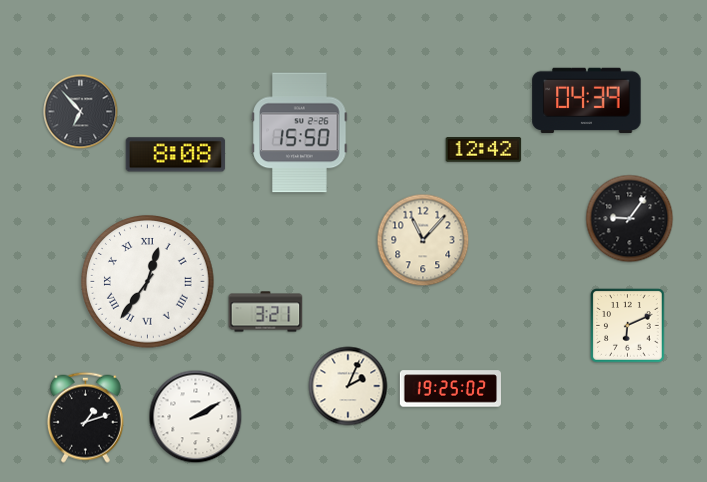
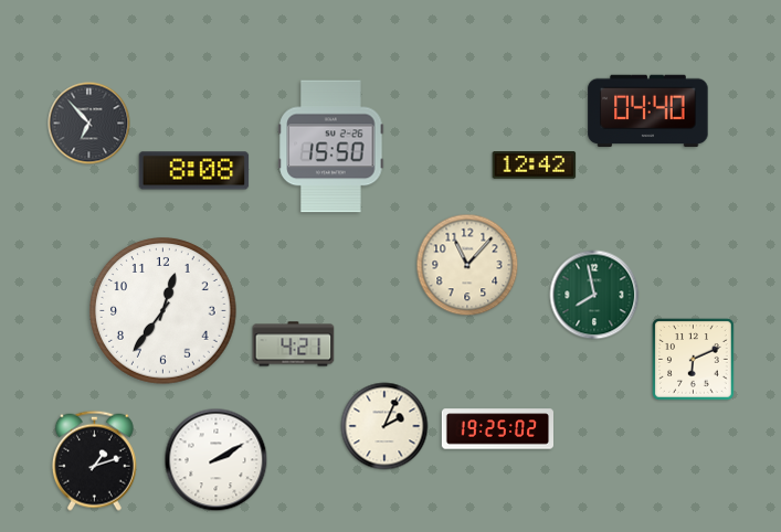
clock at (587, 101): 04:39 -> 04:40
clock at (630, 219): 9:06 -> none
clock at (594, 295): none -> 7:58
clock at (148, 282) numerals: Roman -> Arabic
clock at (266, 312): 3:21 -> 4:21
